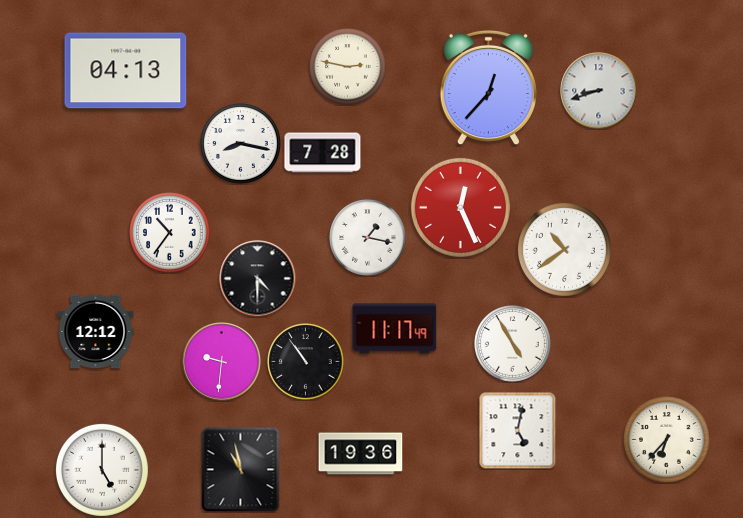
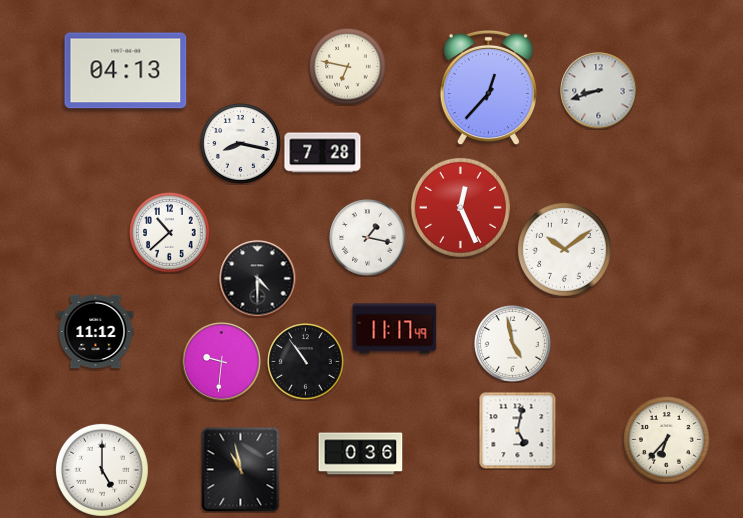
clock at (348, 67): 2:47 -> 6:47
clock at (170, 233): 10:36 -> 10:38
clock at (564, 249): 10:39 -> 10:09
clock at (96, 332): 12:12 -> 11:12
clock at (513, 344): 4:55 -> 4:58
clock at (361, 454): 19:36 -> 0:36
